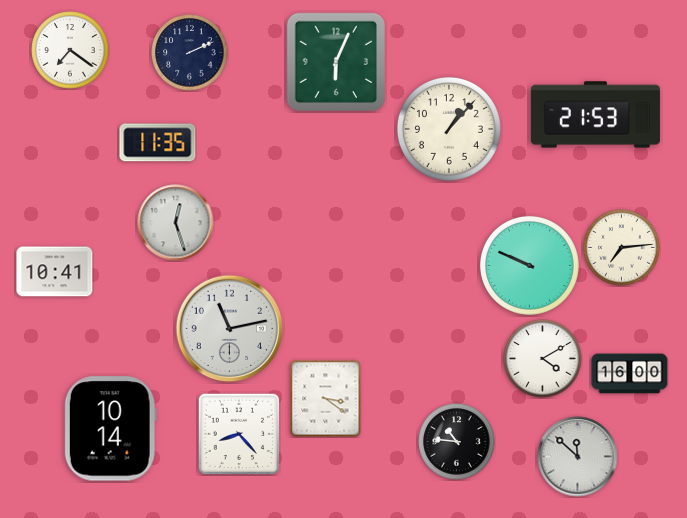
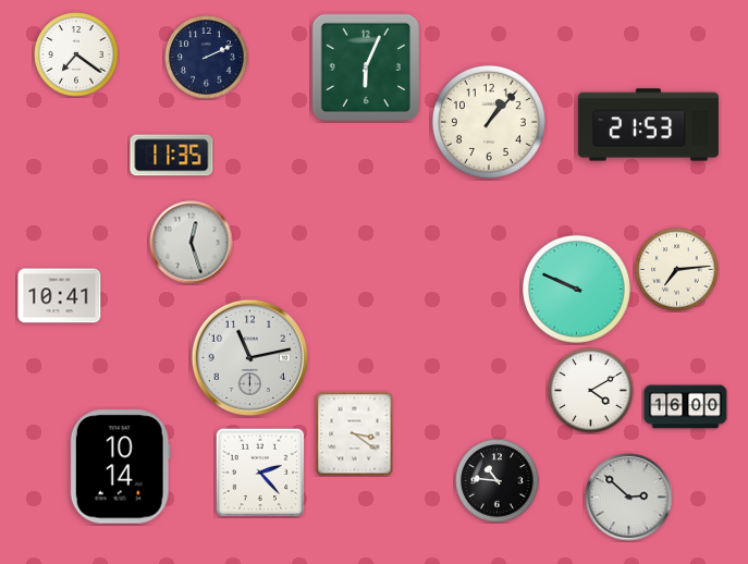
clock at (449, 129) position: (449, 129) -> (489, 122)
clock at (239, 434): 8:23 -> 2:23
clock at (578, 457): 11:52 -> 2:52
